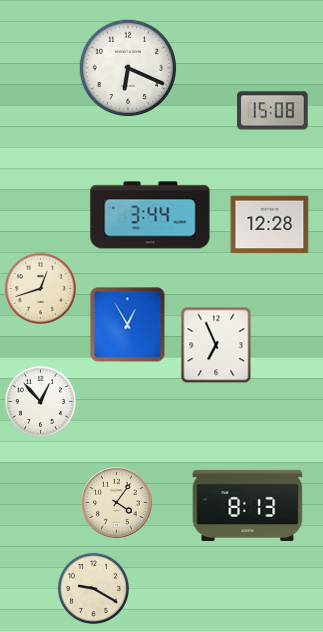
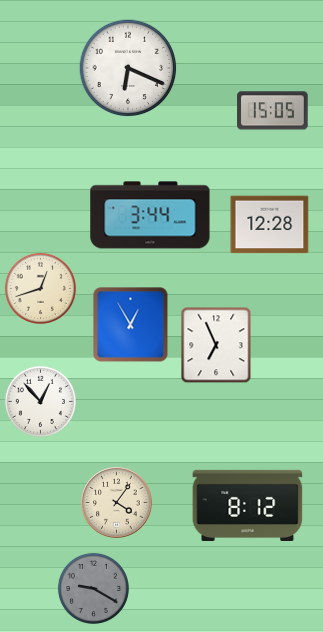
clock at (273, 111): 15:08 -> 15:05
clock at (128, 325) position: (128, 325) -> (131, 325)
clock at (248, 505): 8:13 -> 8:12
clock at (93, 588) dial: cream -> grey
